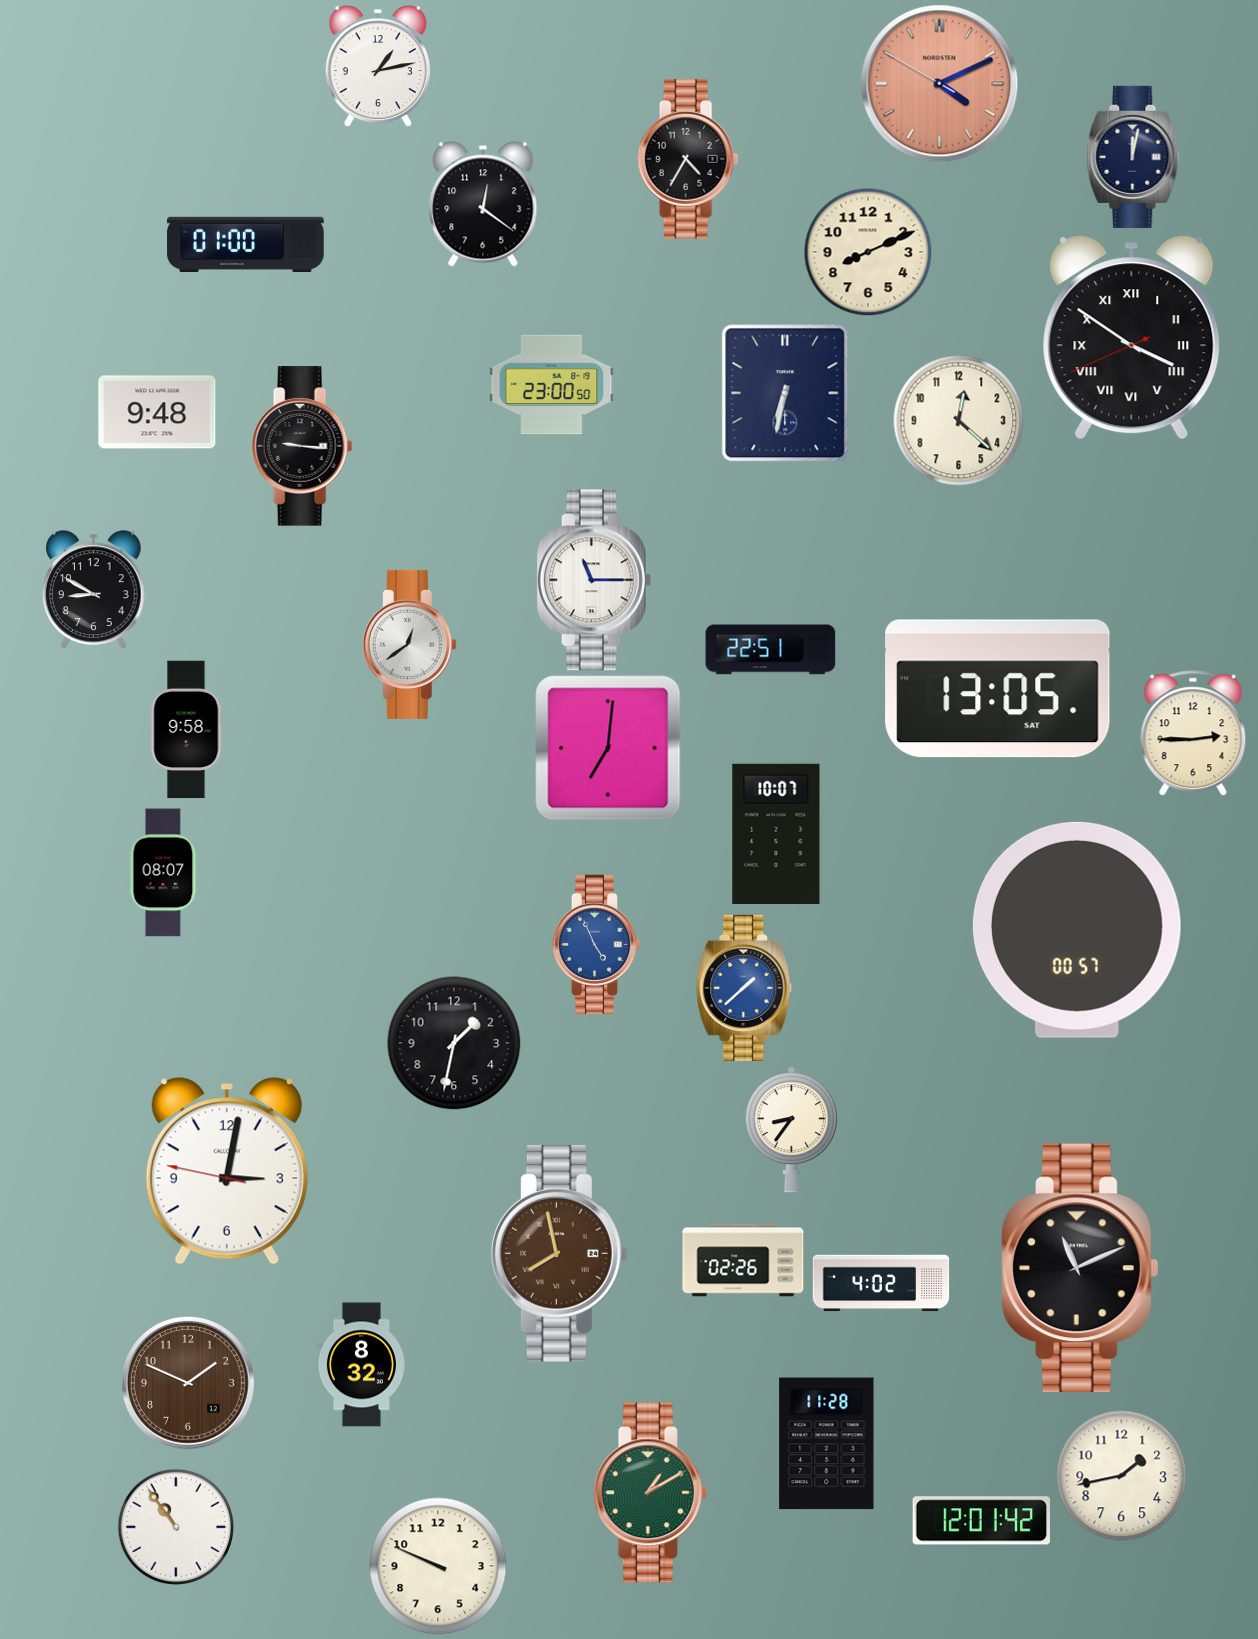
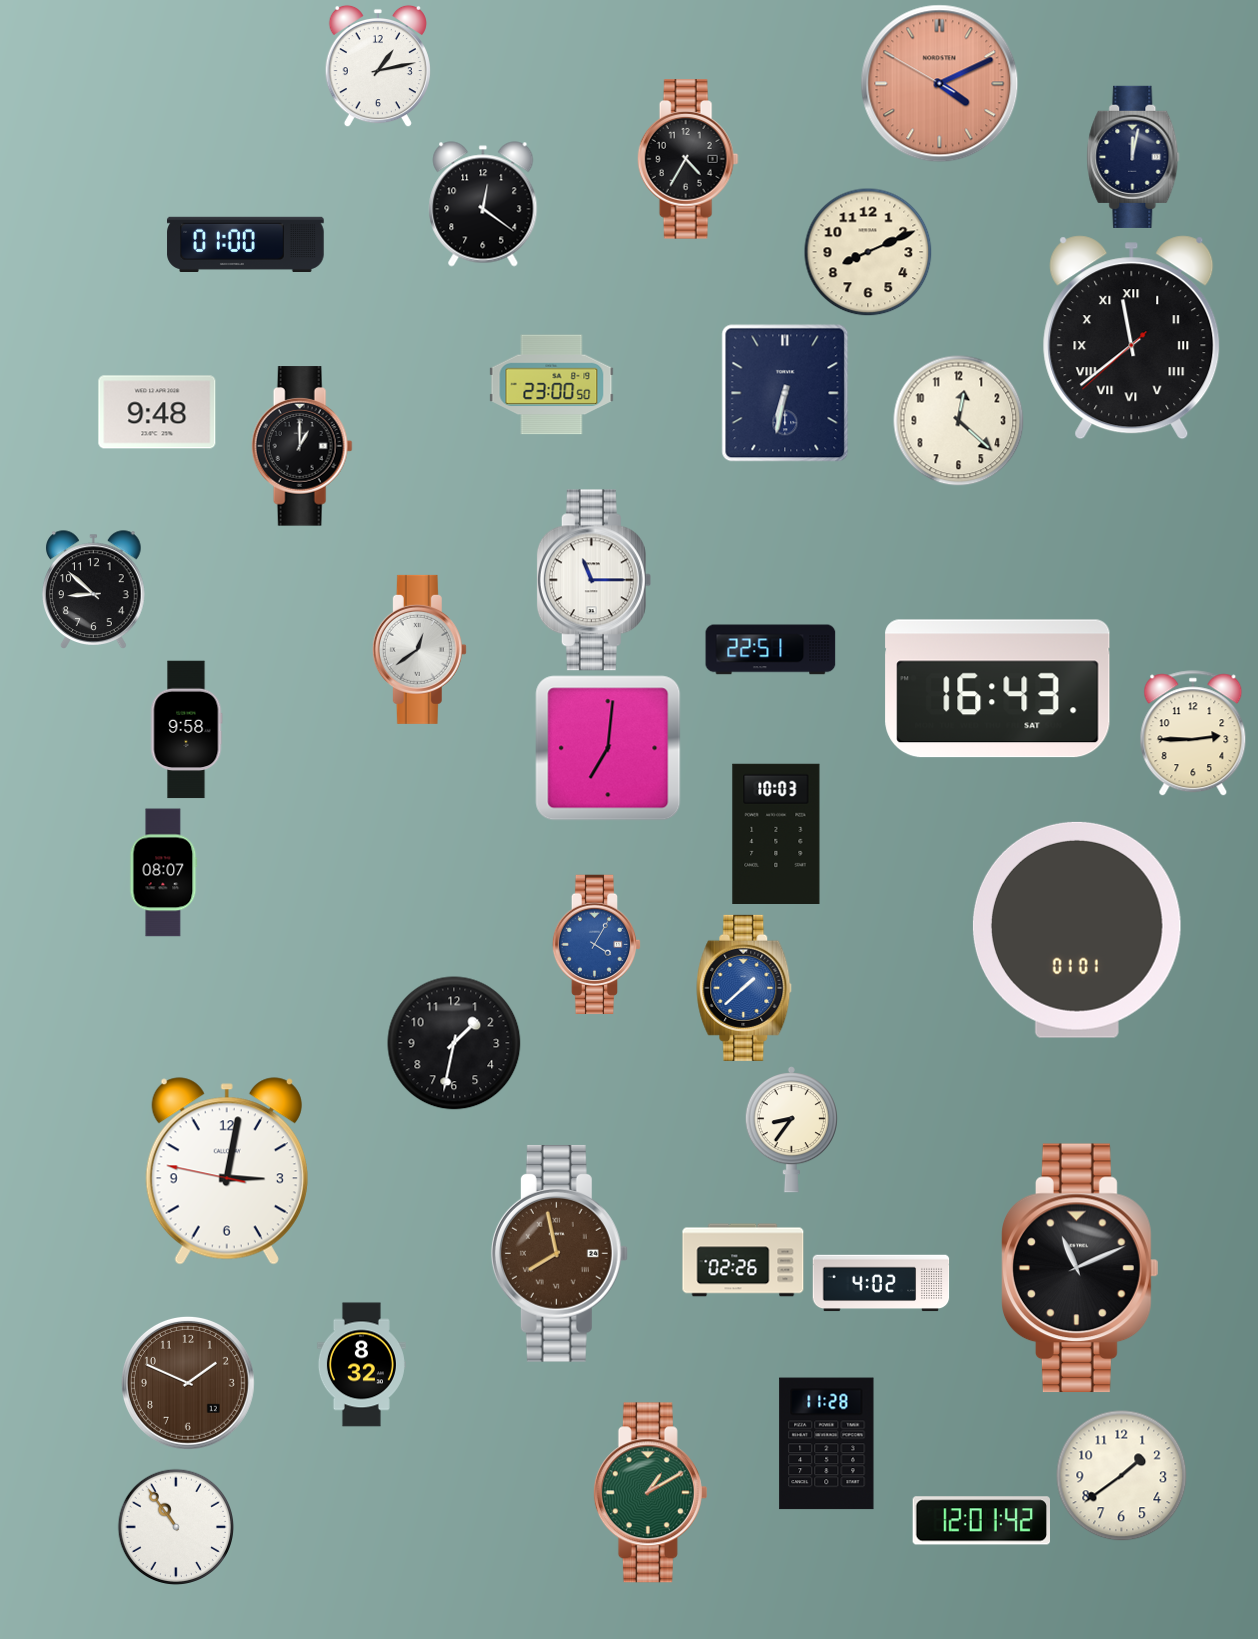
clock at (1132, 338): 3:50 -> 11:38
clock at (302, 446): 9:16 -> 1:00
clock at (94, 590): 8:50 -> 8:52
clock at (409, 644) position: (409, 644) -> (419, 649)
clock at (998, 689): 13:05 -> 16:43
clock at (776, 833): 10:07 -> 10:03
clock at (1077, 930): 00:57 -> 01:01
clock at (597, 944): 4:56 -> 4:05
clock at (1122, 1476): 1:43 -> 1:39
clock at (438, 1566): 9:49 -> none
